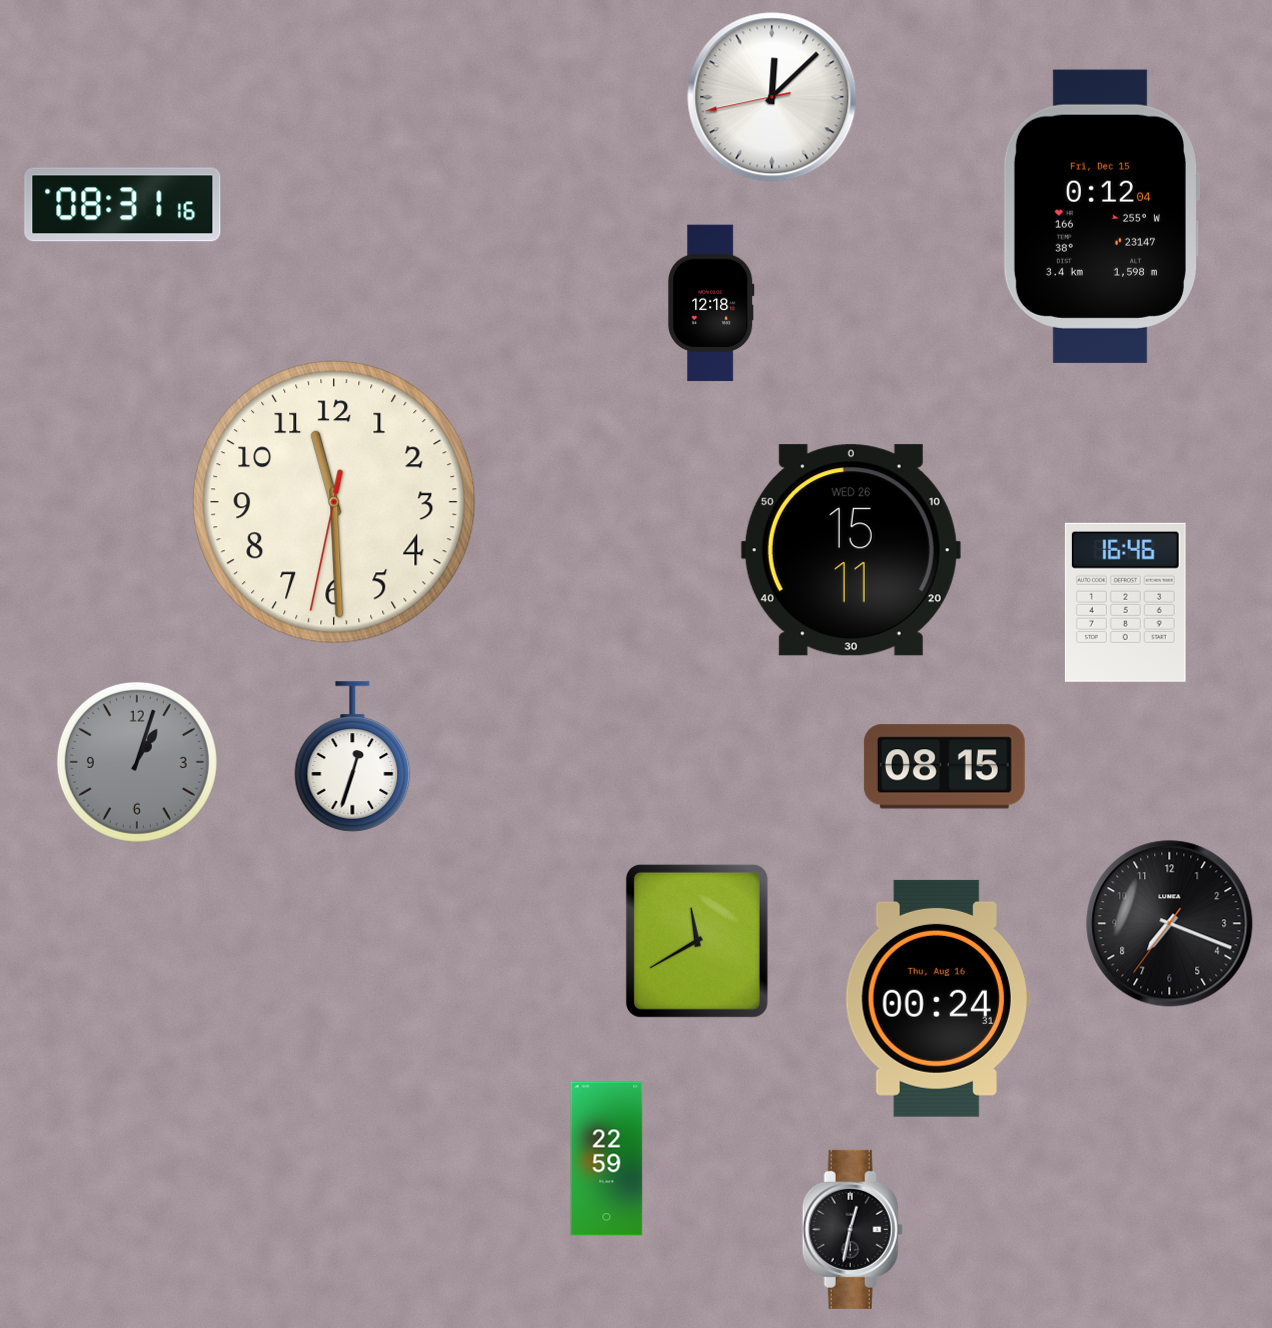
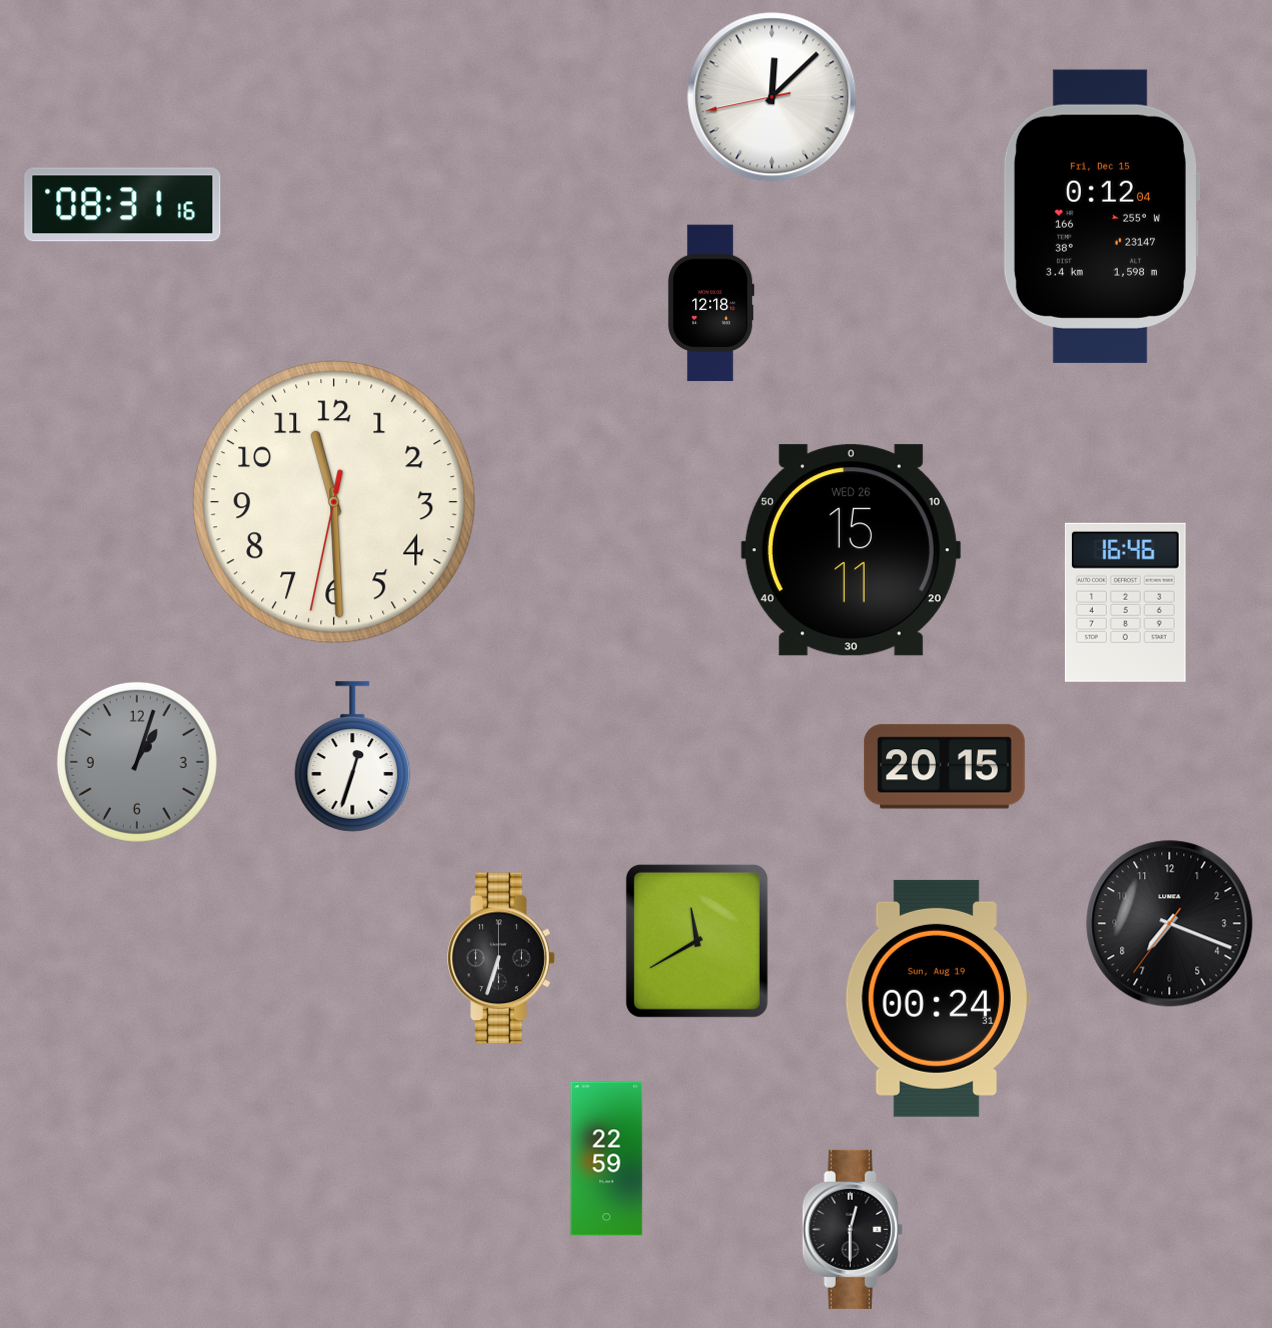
clock at (944, 767): 08:15 -> 20:15
clock at (501, 958): none -> 6:33
clock at (937, 998) date: Thu, Aug 16 -> Sun, Aug 19
clock at (852, 1229): 12:32 -> 12:30
